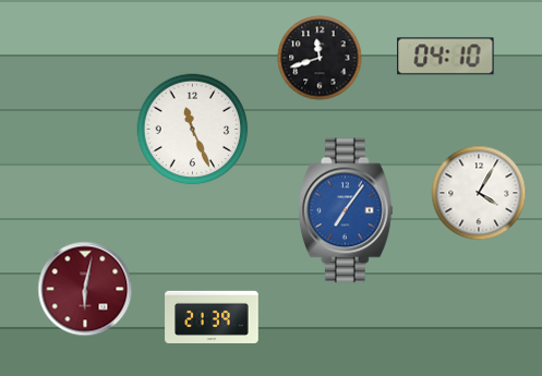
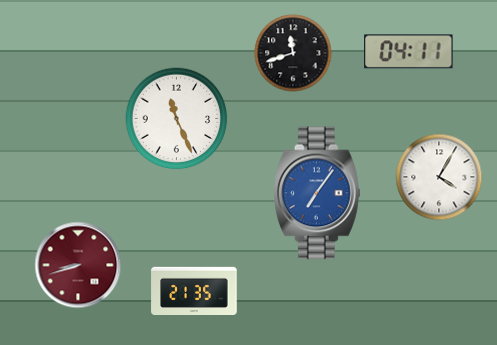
clock at (446, 57): 04:10 -> 04:11
clock at (85, 289): 6:02 -> 8:42
clock at (212, 316): 21:39 -> 21:35
